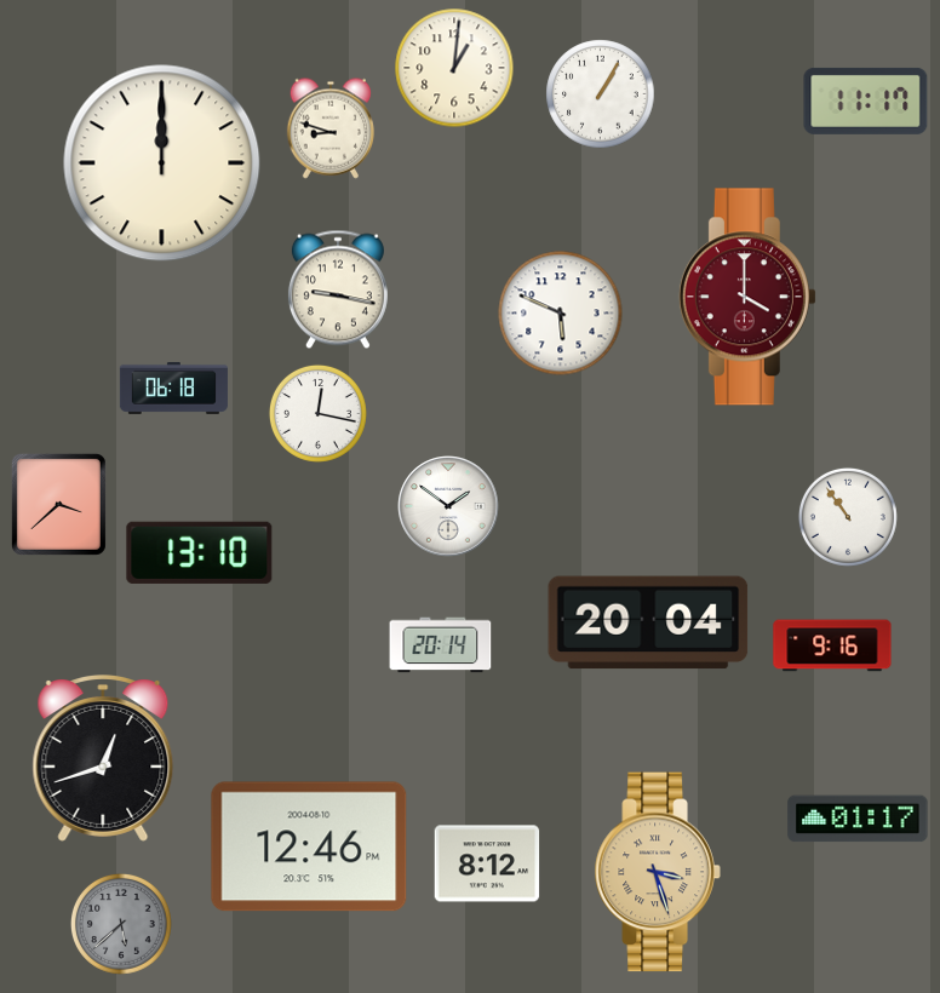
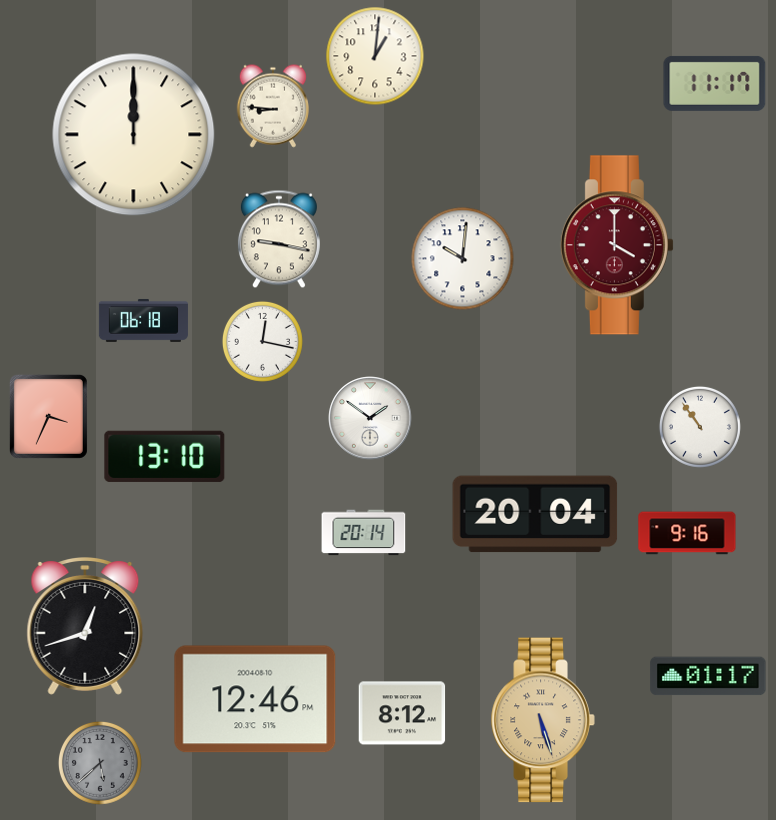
clock at (601, 94): 1:05 -> none
clock at (329, 128): 8:48 -> 8:46
clock at (561, 314): 5:49 -> 10:01
clock at (58, 504): 3:38 -> 3:34
clock at (658, 872): 3:27 -> 5:27
